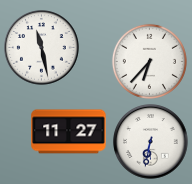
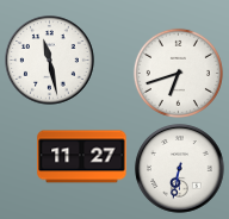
clock at (42, 48) position: (42, 48) -> (50, 61)
clock at (149, 61): 6:37 -> 6:42
